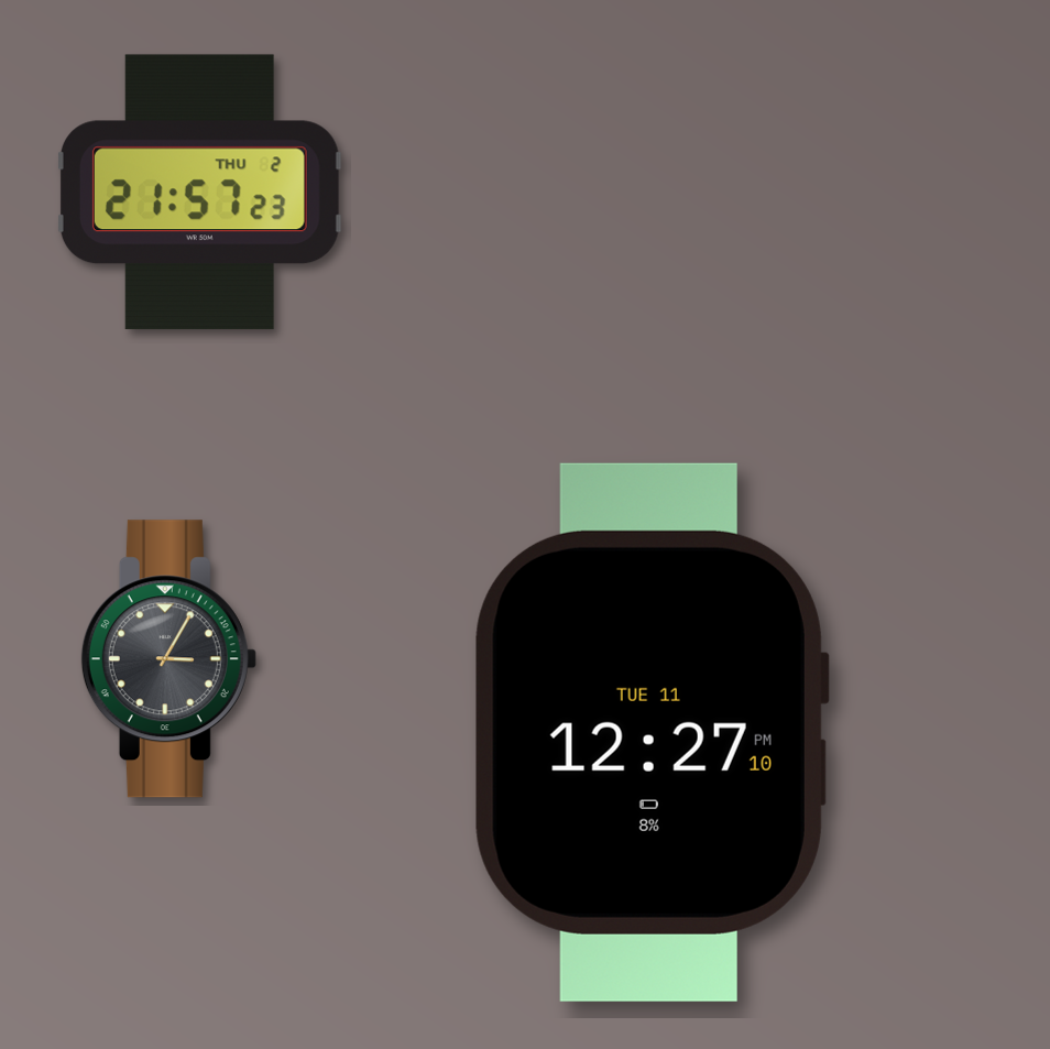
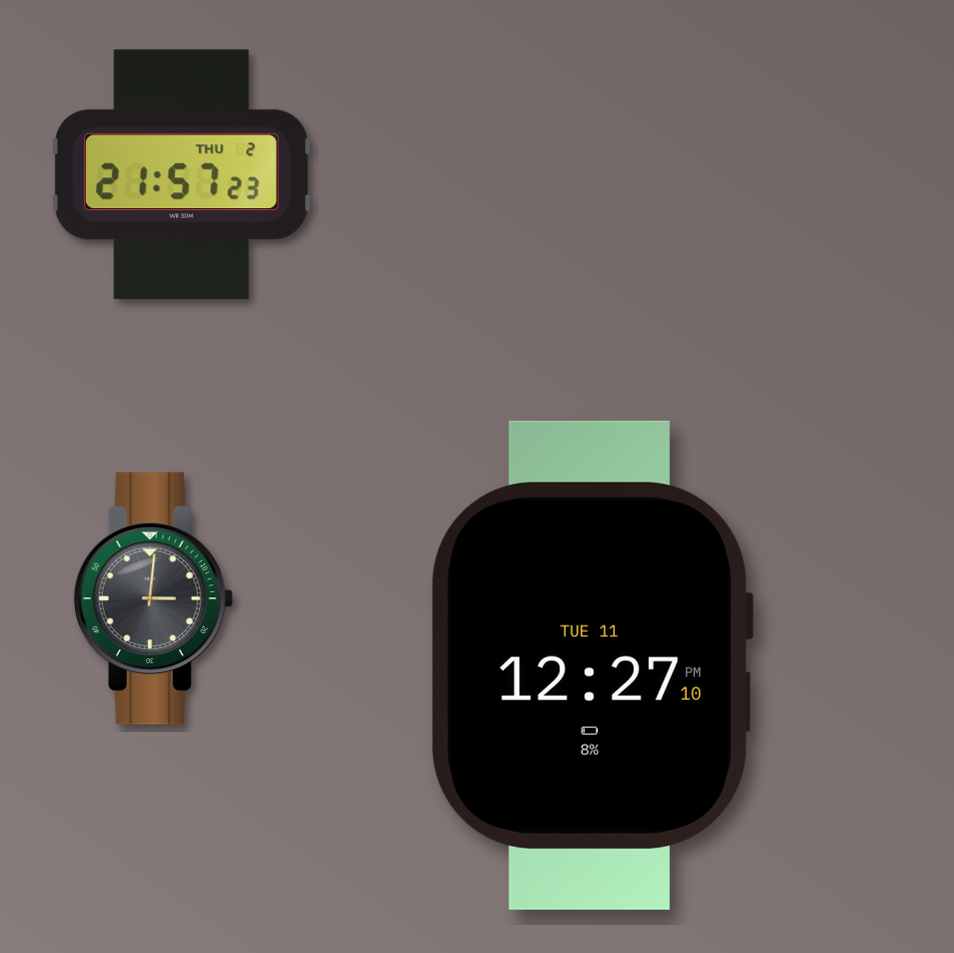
clock at (168, 659): 3:05 -> 3:01
